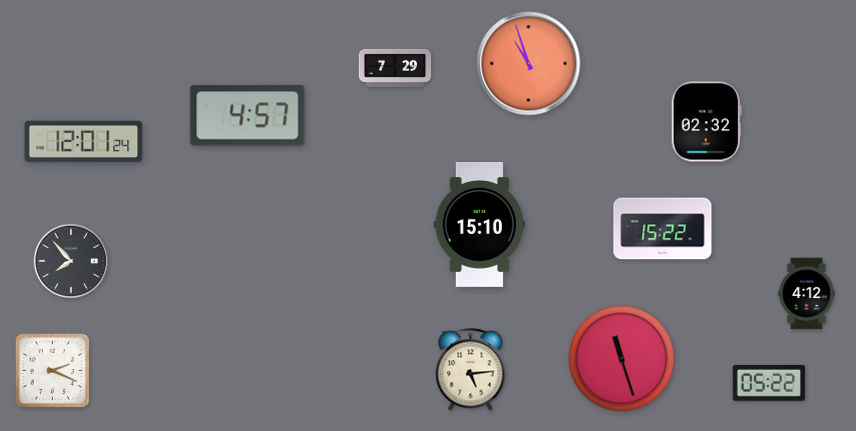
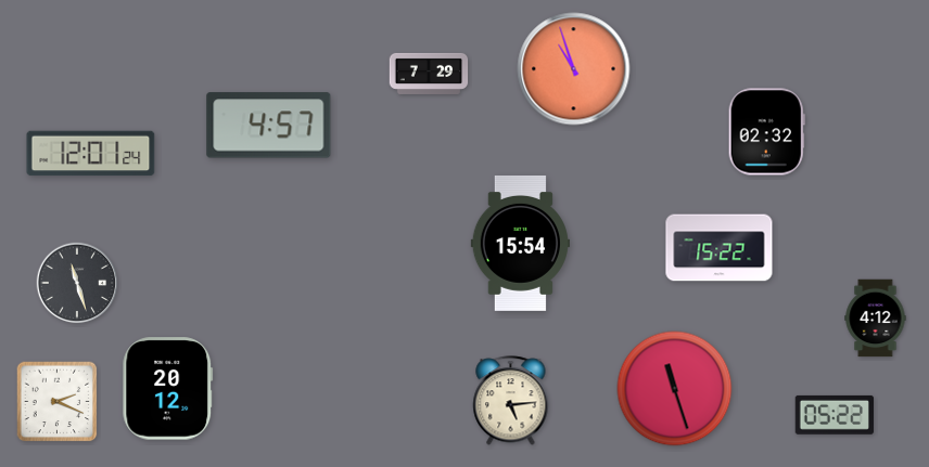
clock at (479, 224): 15:10 -> 15:54
clock at (71, 261): 7:53 -> 11:27
clock at (168, 389): none -> 20:12
